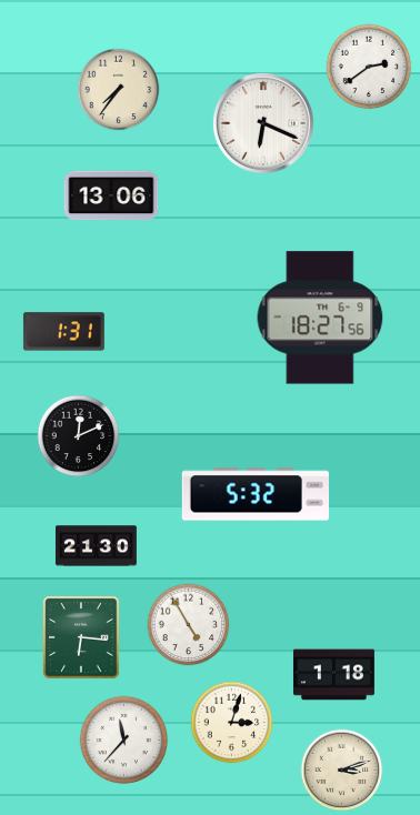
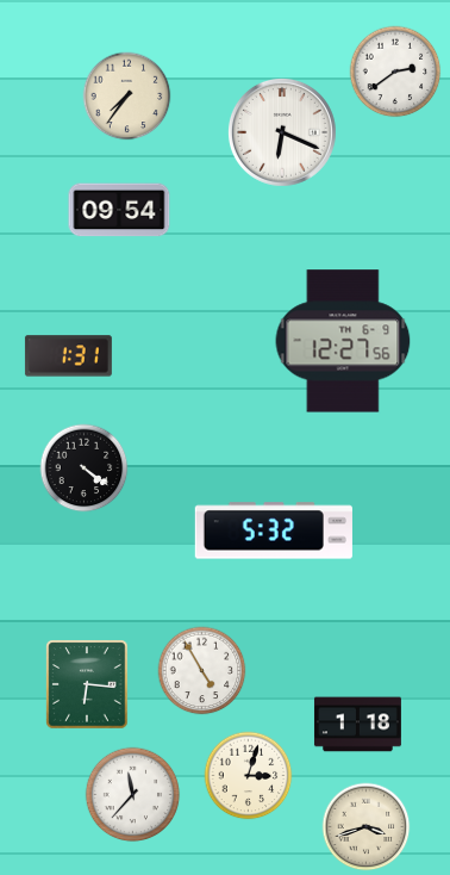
clock at (111, 195): 13:06 -> 09:54
clock at (320, 318): 18:27 -> 12:27
clock at (79, 436): 12:11 -> 4:21
clock at (96, 546): 21:30 -> none
clock at (342, 771): 3:12 -> 3:42
